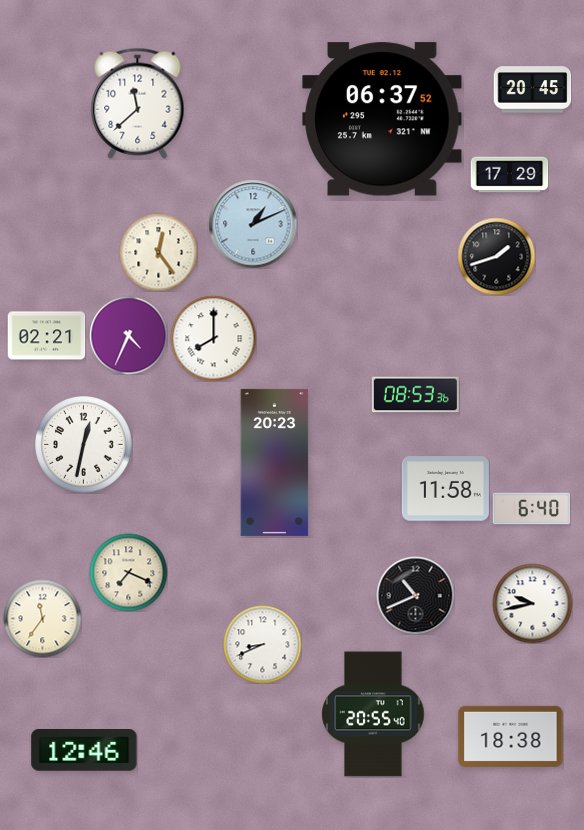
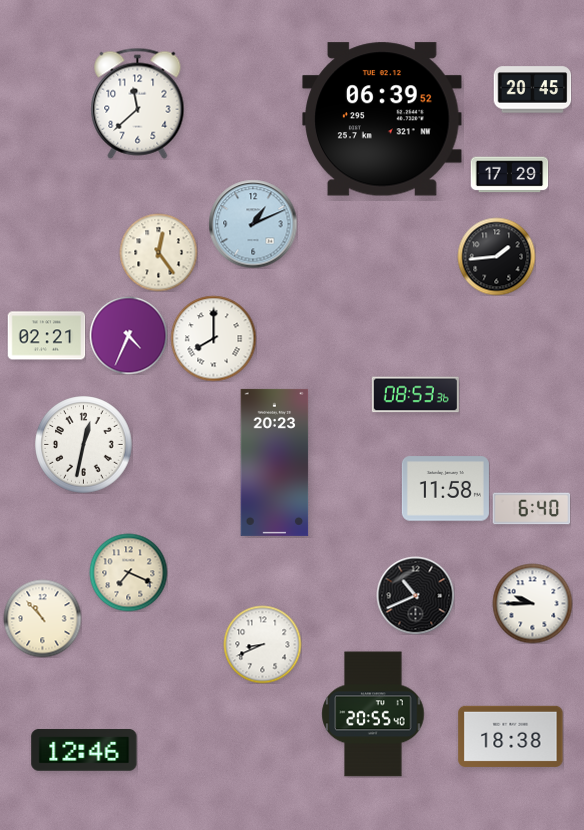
clock at (382, 119): 06:37 -> 06:39
clock at (496, 256): 1:42 -> 1:44
clock at (532, 603): 9:43 -> 9:45
clock at (42, 618): 11:36 -> 10:53
